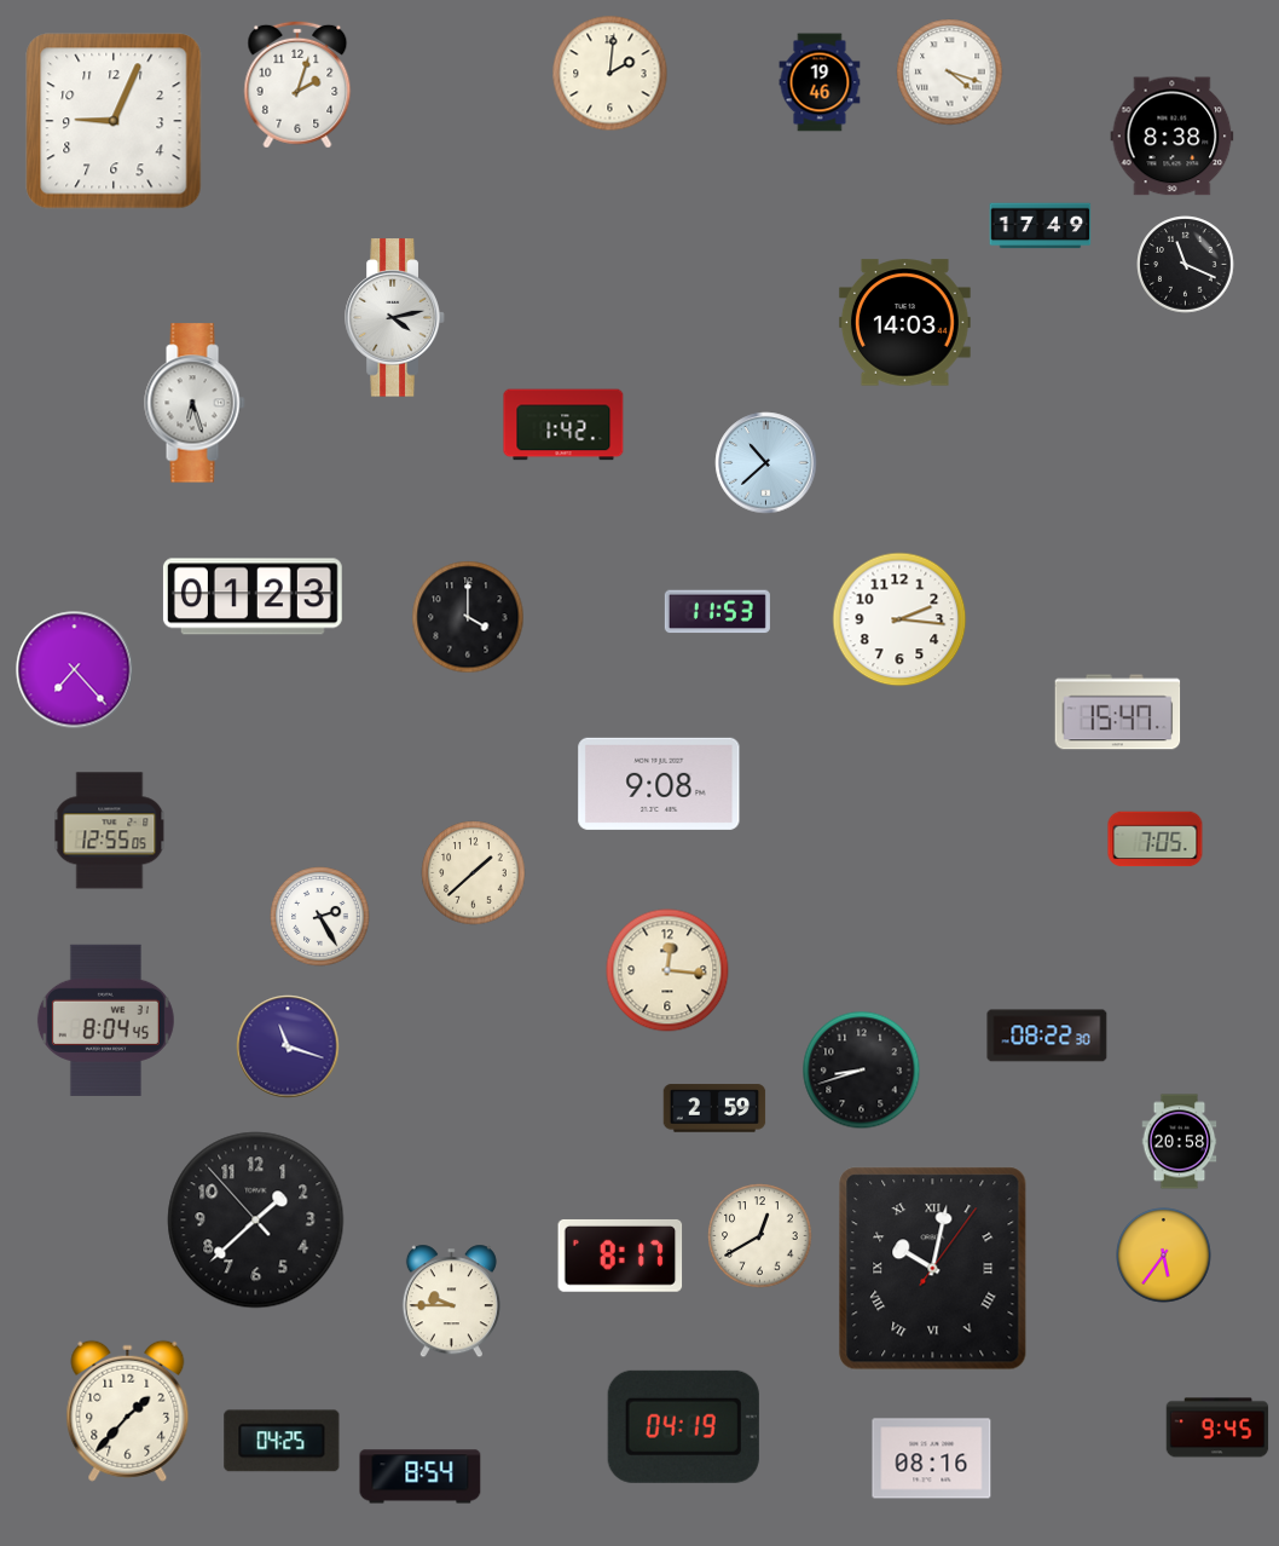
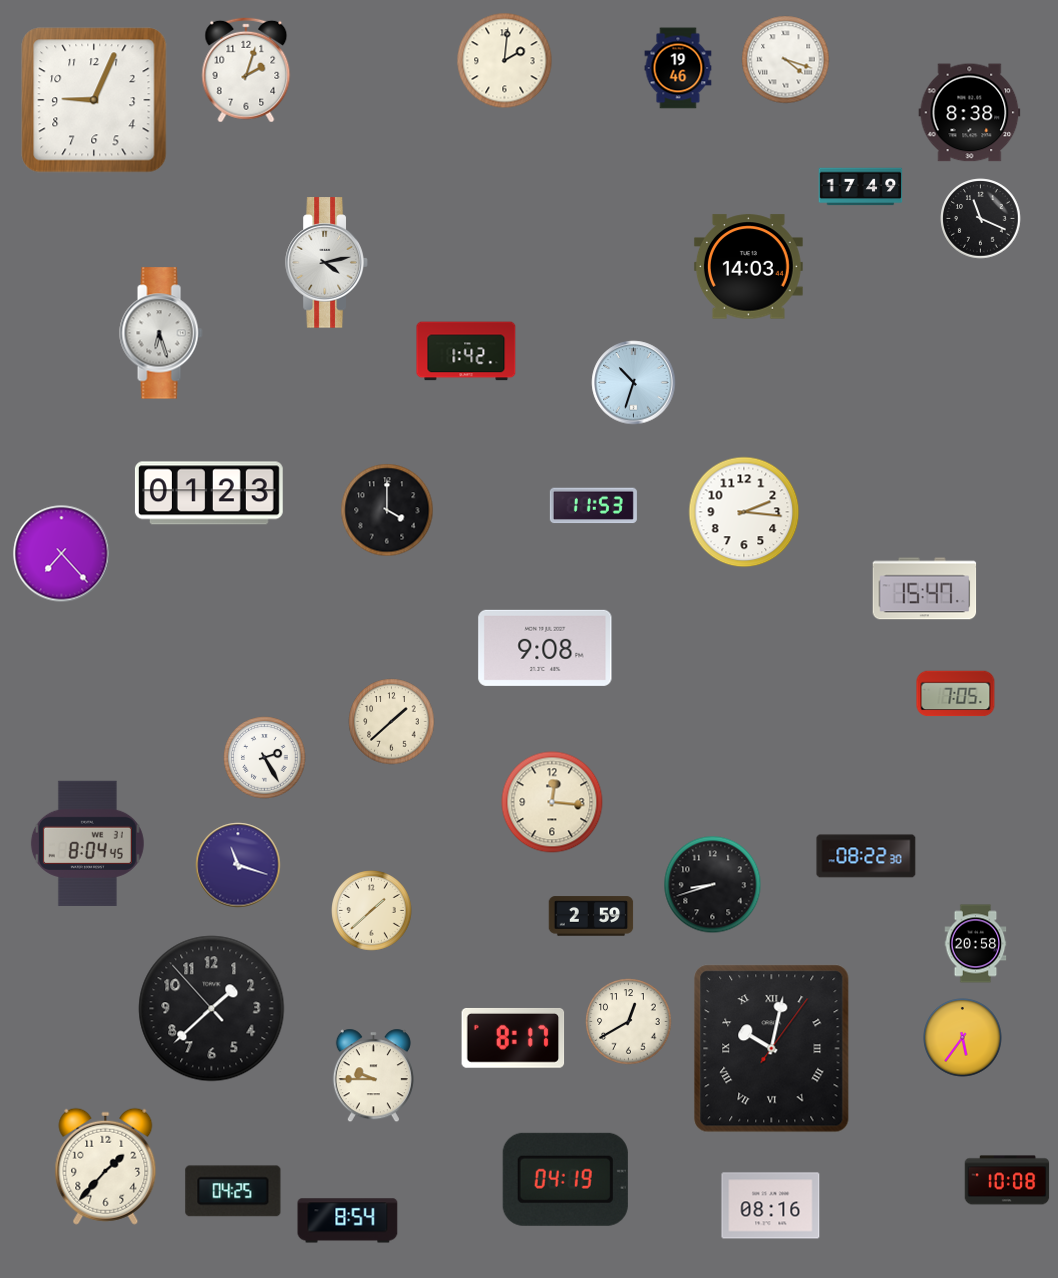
clock at (766, 463): 10:38 -> 10:33
clock at (110, 831): 12:55 -> none
clock at (372, 911): none -> 1:38
clock at (1217, 1427): 9:45 -> 10:08
